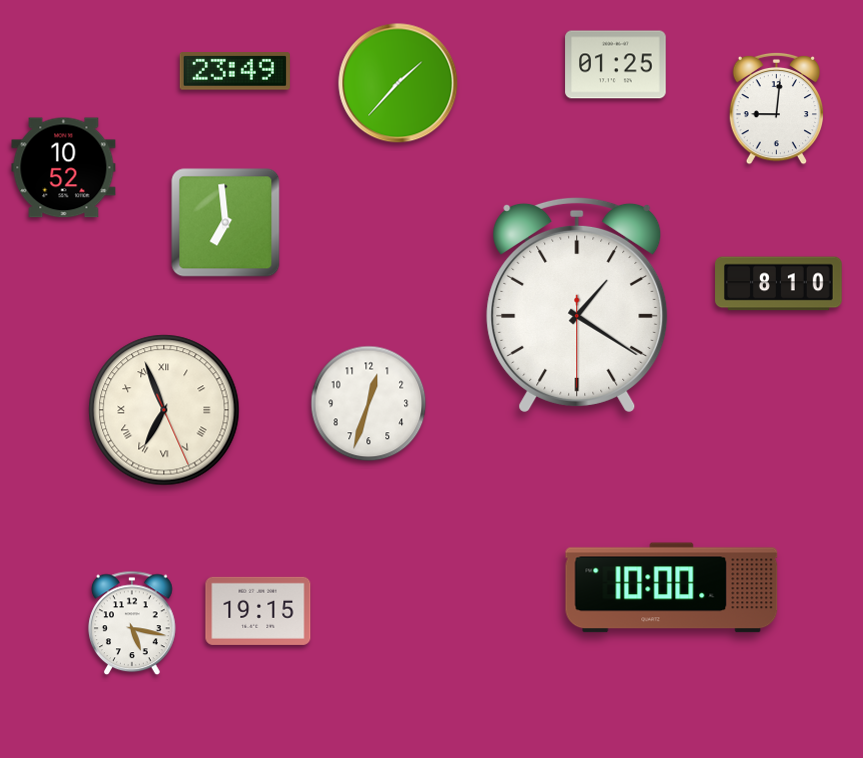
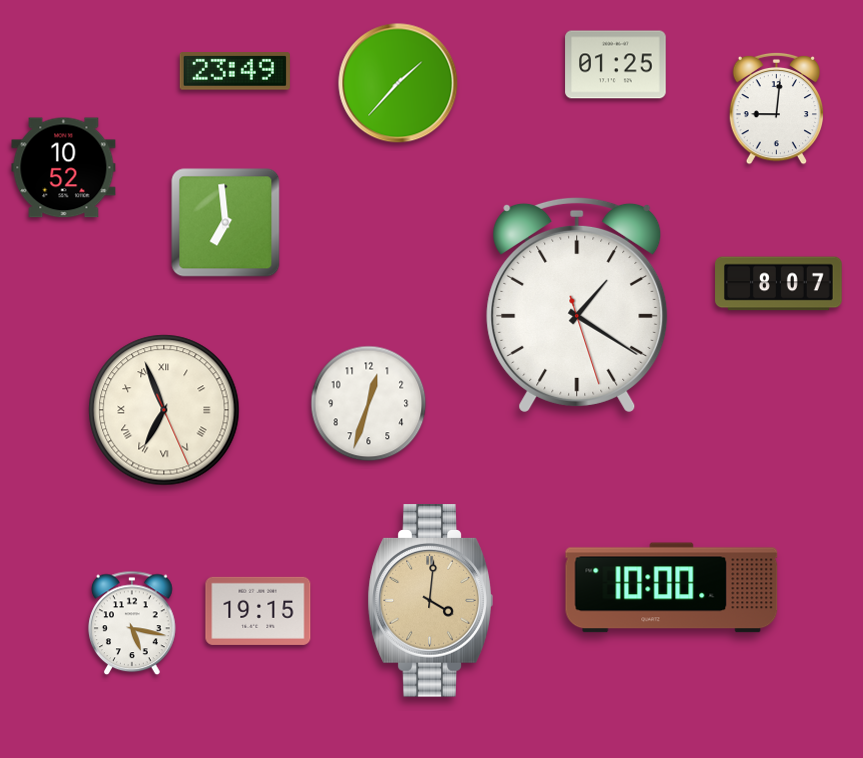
clock at (779, 284): 8:10 -> 8:07
clock at (577, 305): 1:20:30 -> 1:20:27
clock at (430, 601): none -> 4:01
